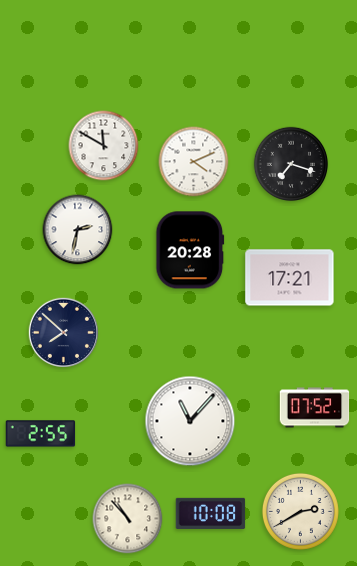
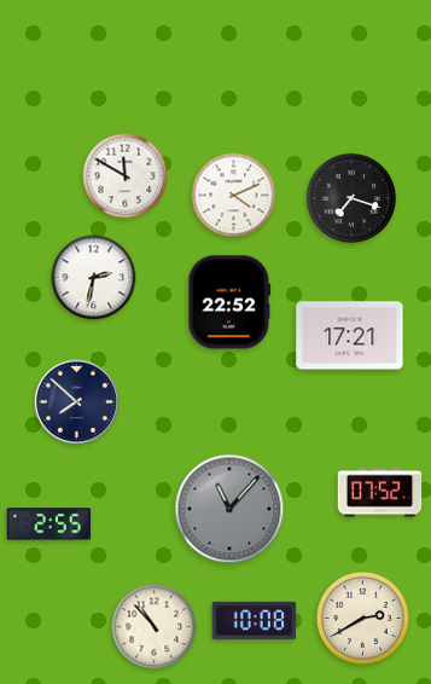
clock at (190, 250): 20:28 -> 22:52
clock at (190, 421) dial: white -> grey
